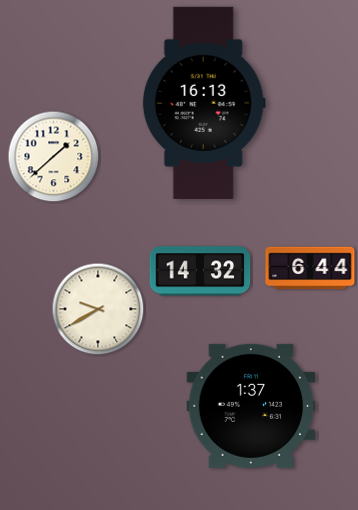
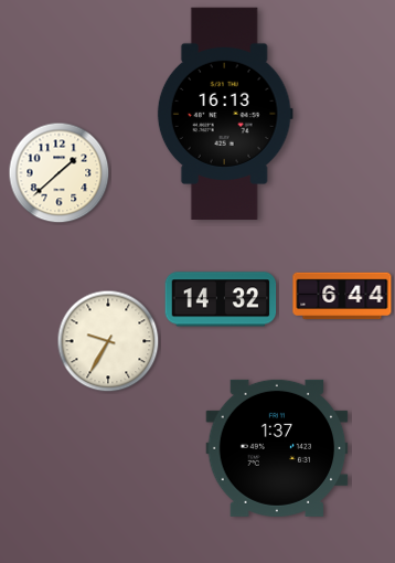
clock at (98, 309): 9:40 -> 9:35
